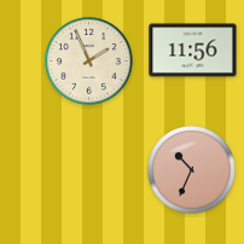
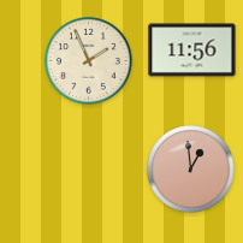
clock at (192, 170): 10:34 -> 12:59
